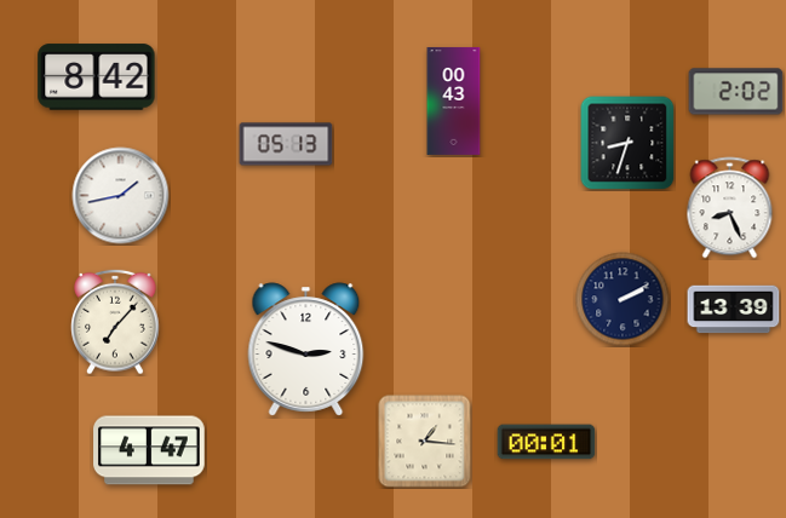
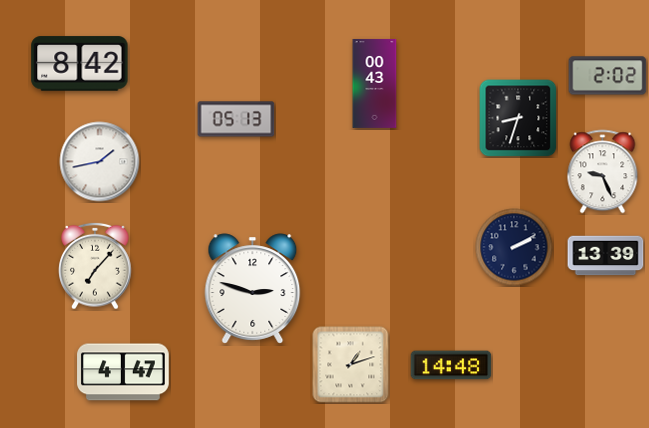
clock at (730, 208): 8:26 -> 9:26
clock at (425, 442): 1:16 -> 1:12
clock at (546, 442): 00:01 -> 14:48
